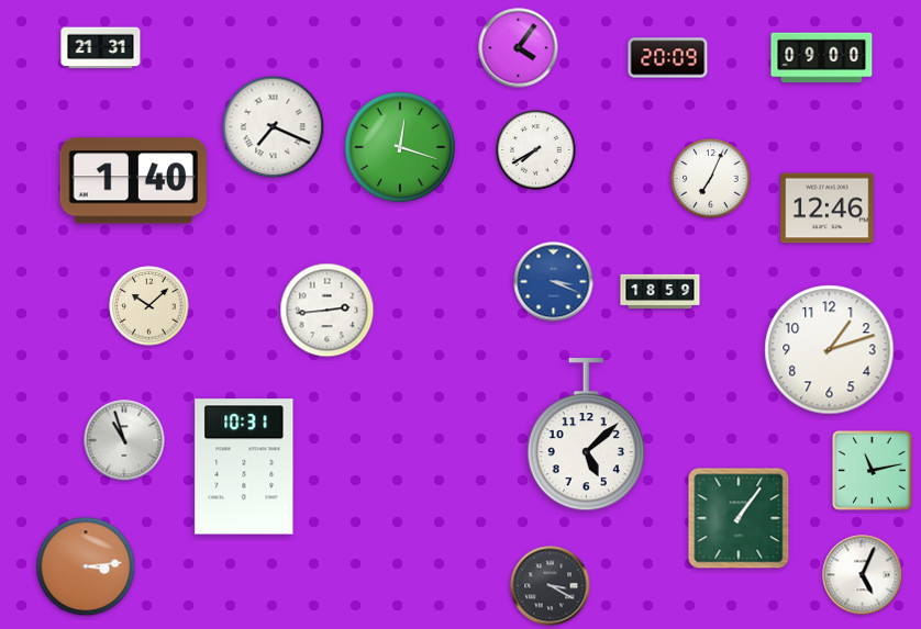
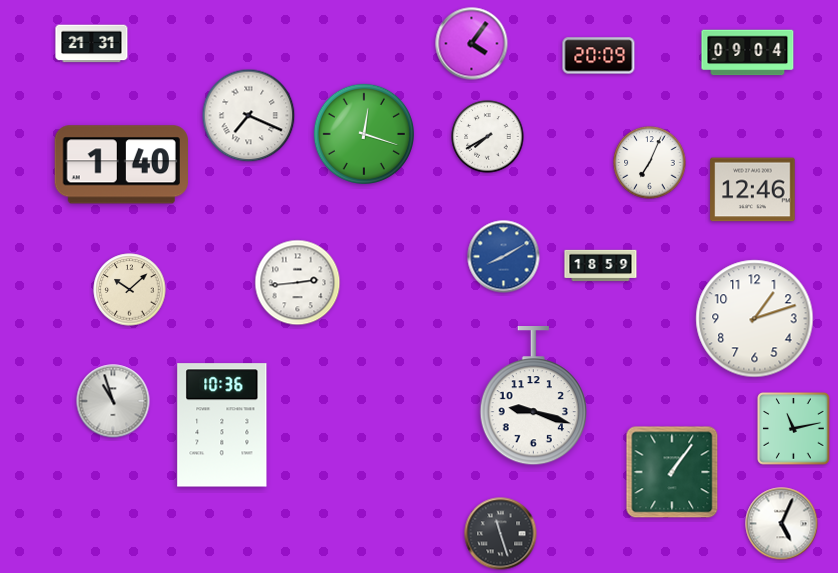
clock at (668, 58) position: (668, 58) -> (599, 56)
clock at (822, 58): 09:00 -> 09:04
clock at (711, 179) position: (711, 179) -> (650, 163)
clock at (554, 282): 3:19 -> 8:10
clock at (149, 306) position: (149, 306) -> (130, 290)
clock at (586, 436): 5:08 -> 9:18
clock at (244, 467): 10:31 -> 10:36
clock at (86, 566): 3:14 -> none
clock at (863, 575) position: (863, 575) -> (782, 524)
clock at (551, 586): 3:20 -> 11:27
